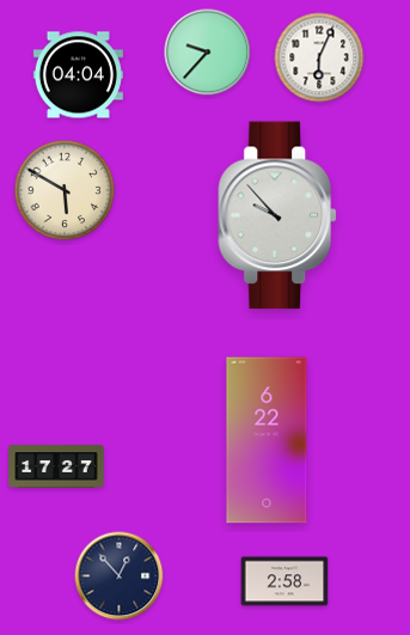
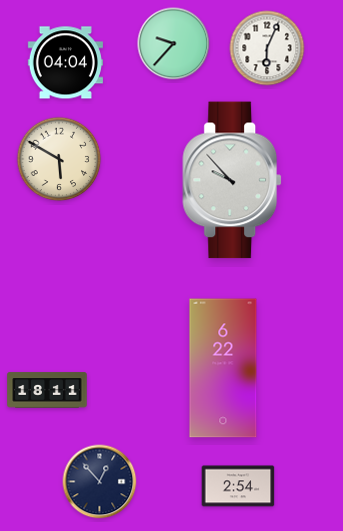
clock at (65, 190) position: (65, 190) -> (59, 159)
clock at (56, 466): 17:27 -> 18:11
clock at (284, 581): 2:58 -> 2:54
